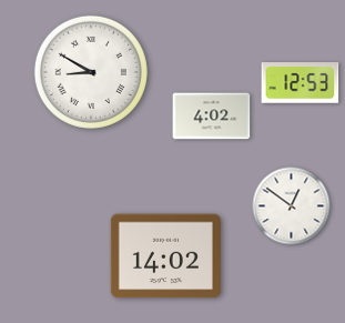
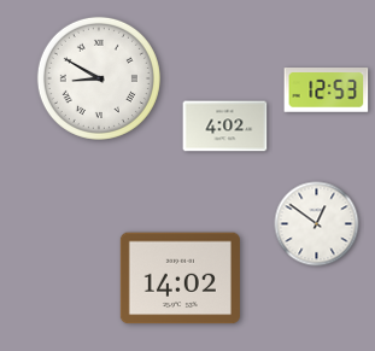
clock at (212, 117) position: (212, 117) -> (225, 127)
